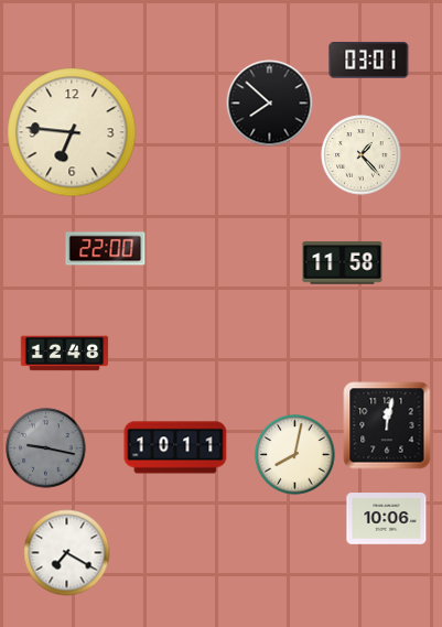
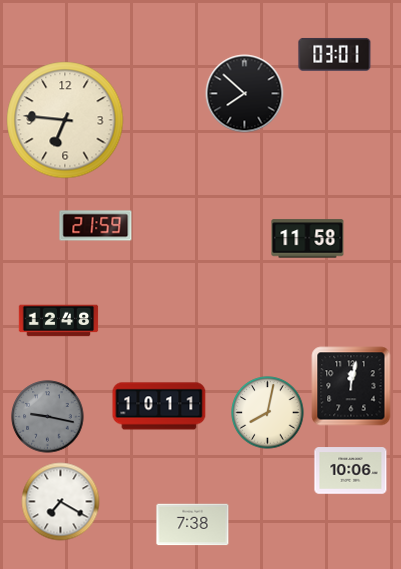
clock at (362, 155): 1:23 -> none
clock at (106, 249): 22:00 -> 21:59
clock at (343, 263) position: (343, 263) -> (308, 239)
clock at (46, 448) position: (46, 448) -> (48, 417)
clock at (193, 525): none -> 7:38
